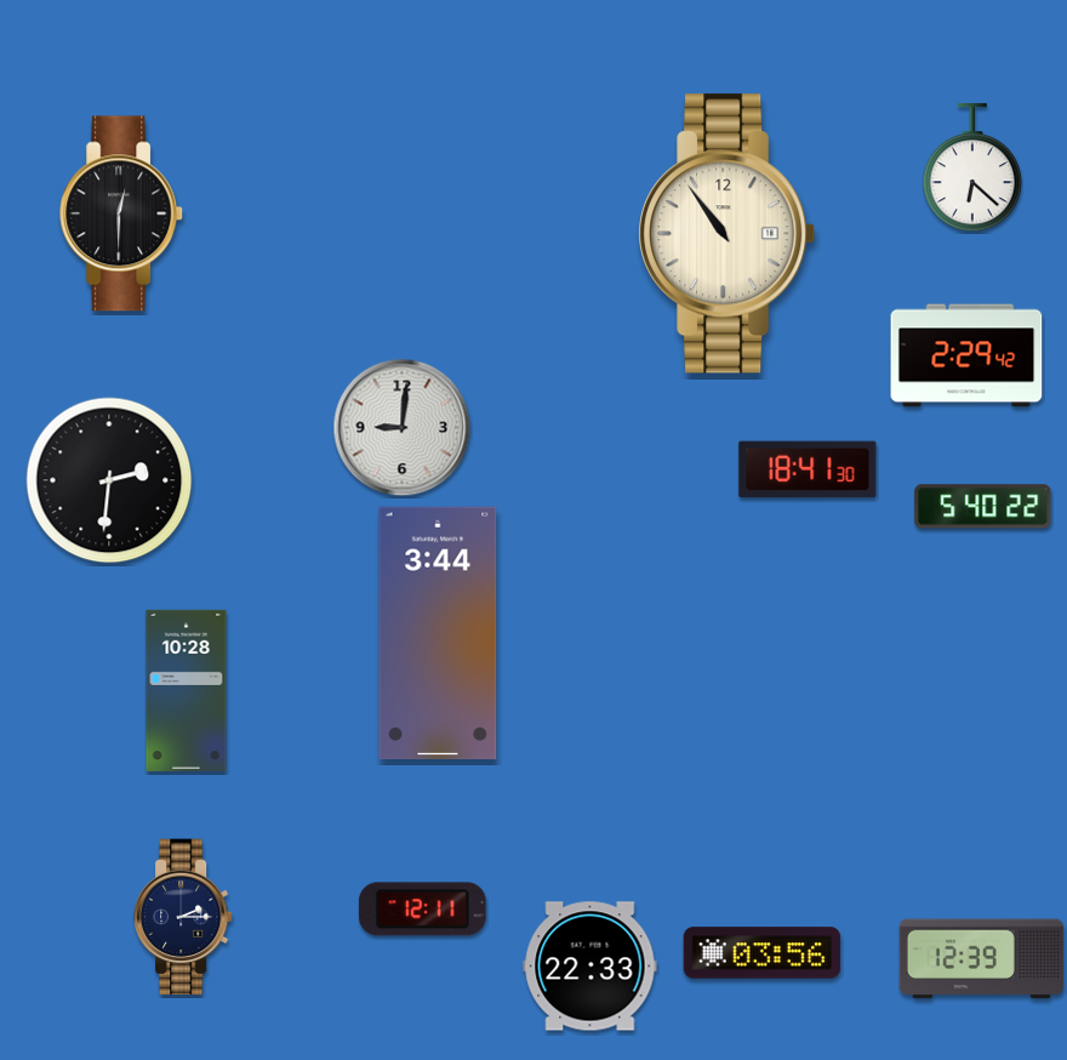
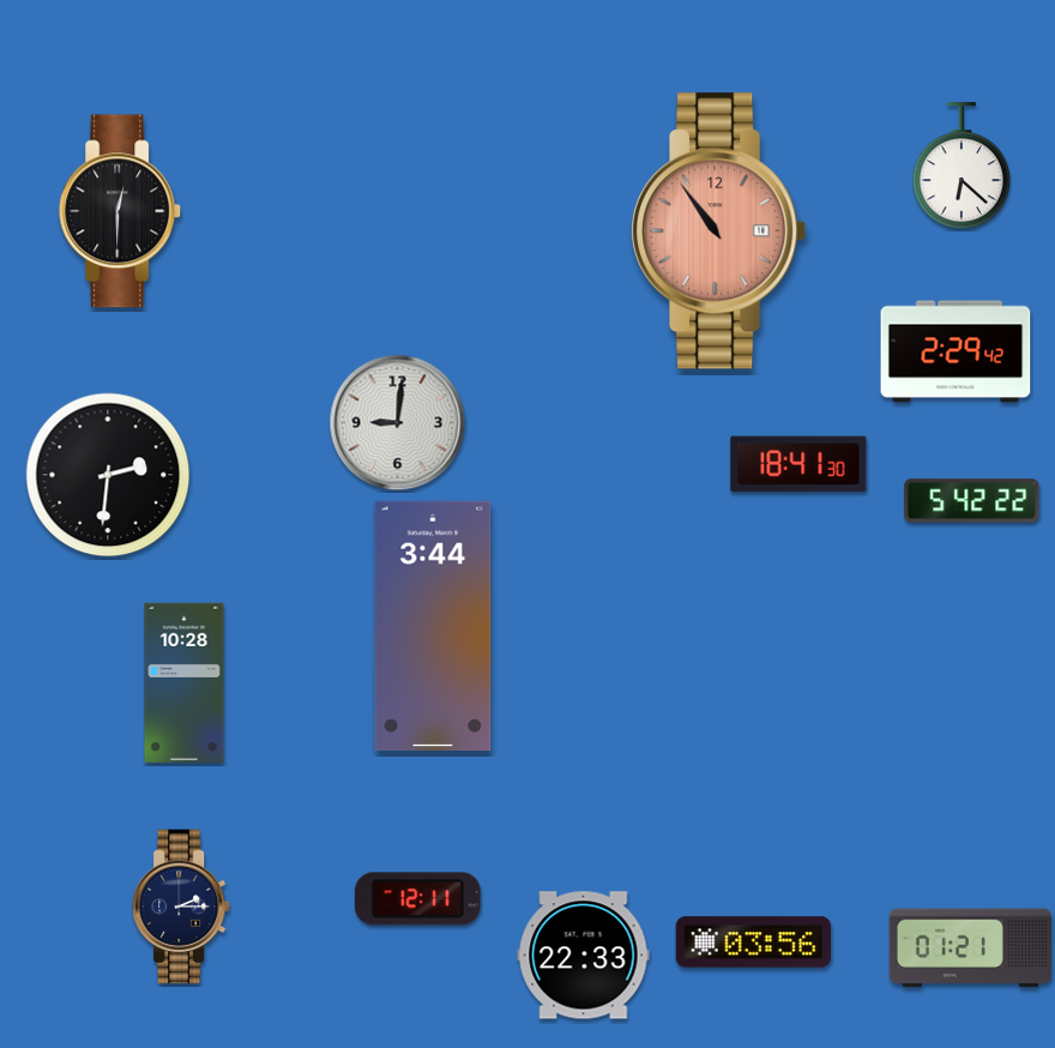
clock at (727, 234) dial: cream -> salmon
clock at (983, 507): 5:40 -> 5:42
clock at (981, 959): 12:39 -> 01:21
